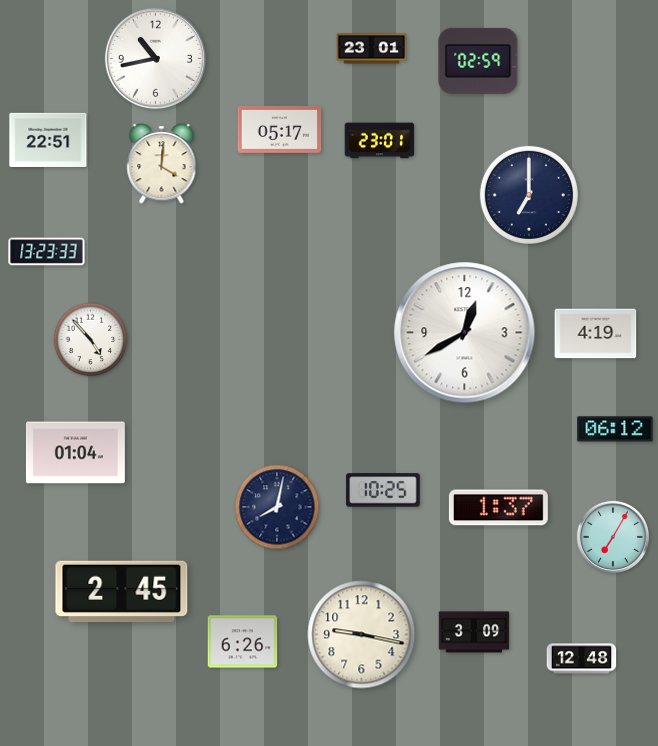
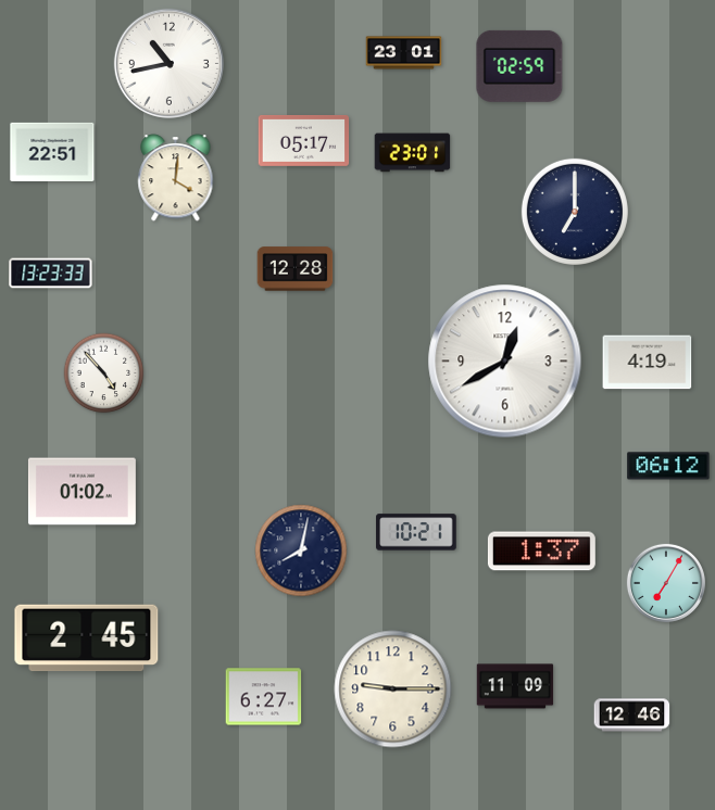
clock at (296, 269): none -> 12:28
clock at (91, 340) position: (91, 340) -> (104, 374)
clock at (75, 453): 01:04 -> 01:02
clock at (383, 490): 10:25 -> 10:21
clock at (122, 592) position: (122, 592) -> (87, 638)
clock at (474, 632): 3:09 -> 11:09
clock at (362, 635): 9:17 -> 9:15
clock at (243, 642): 6:26 -> 6:27
clock at (582, 659): 12:48 -> 12:46
